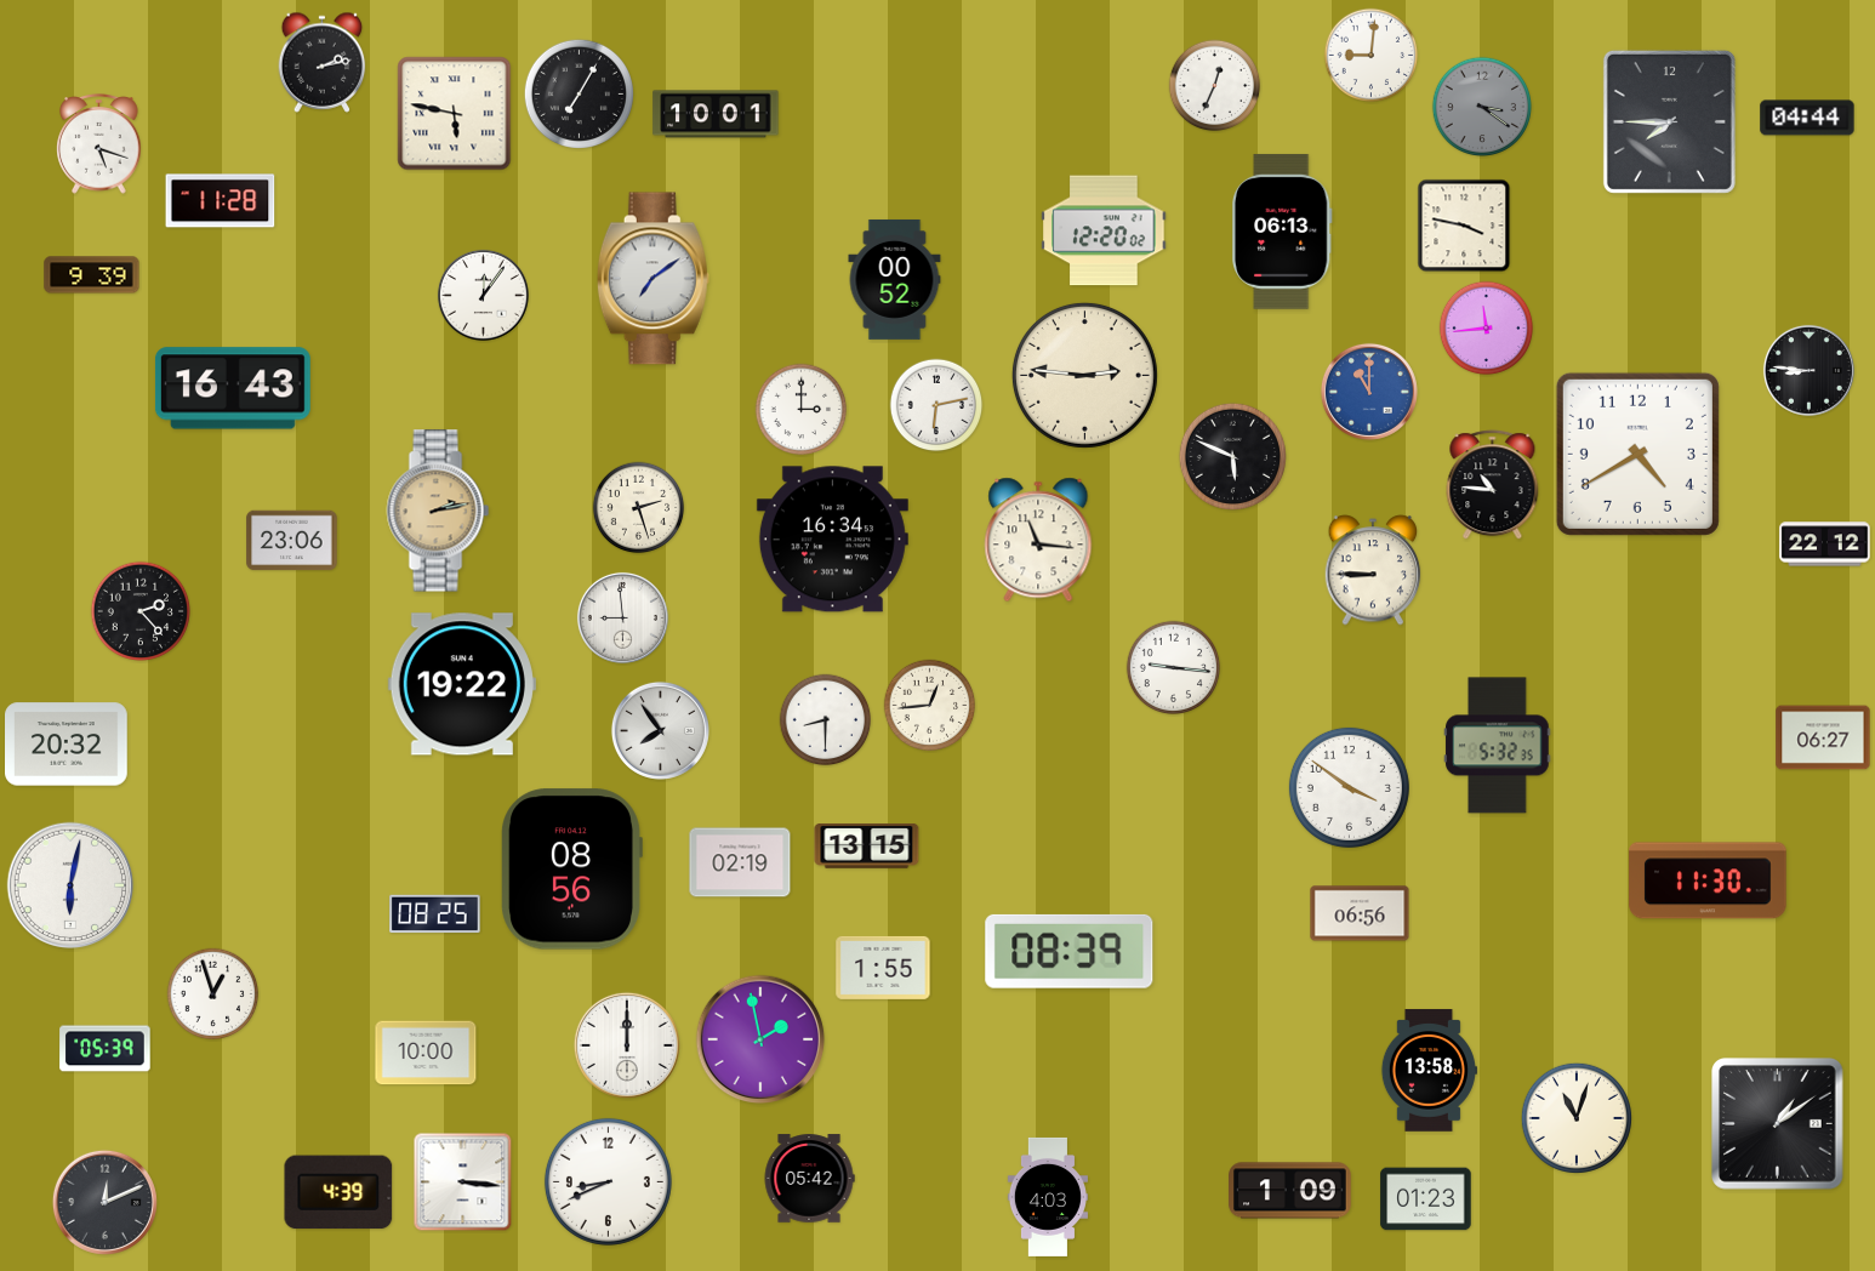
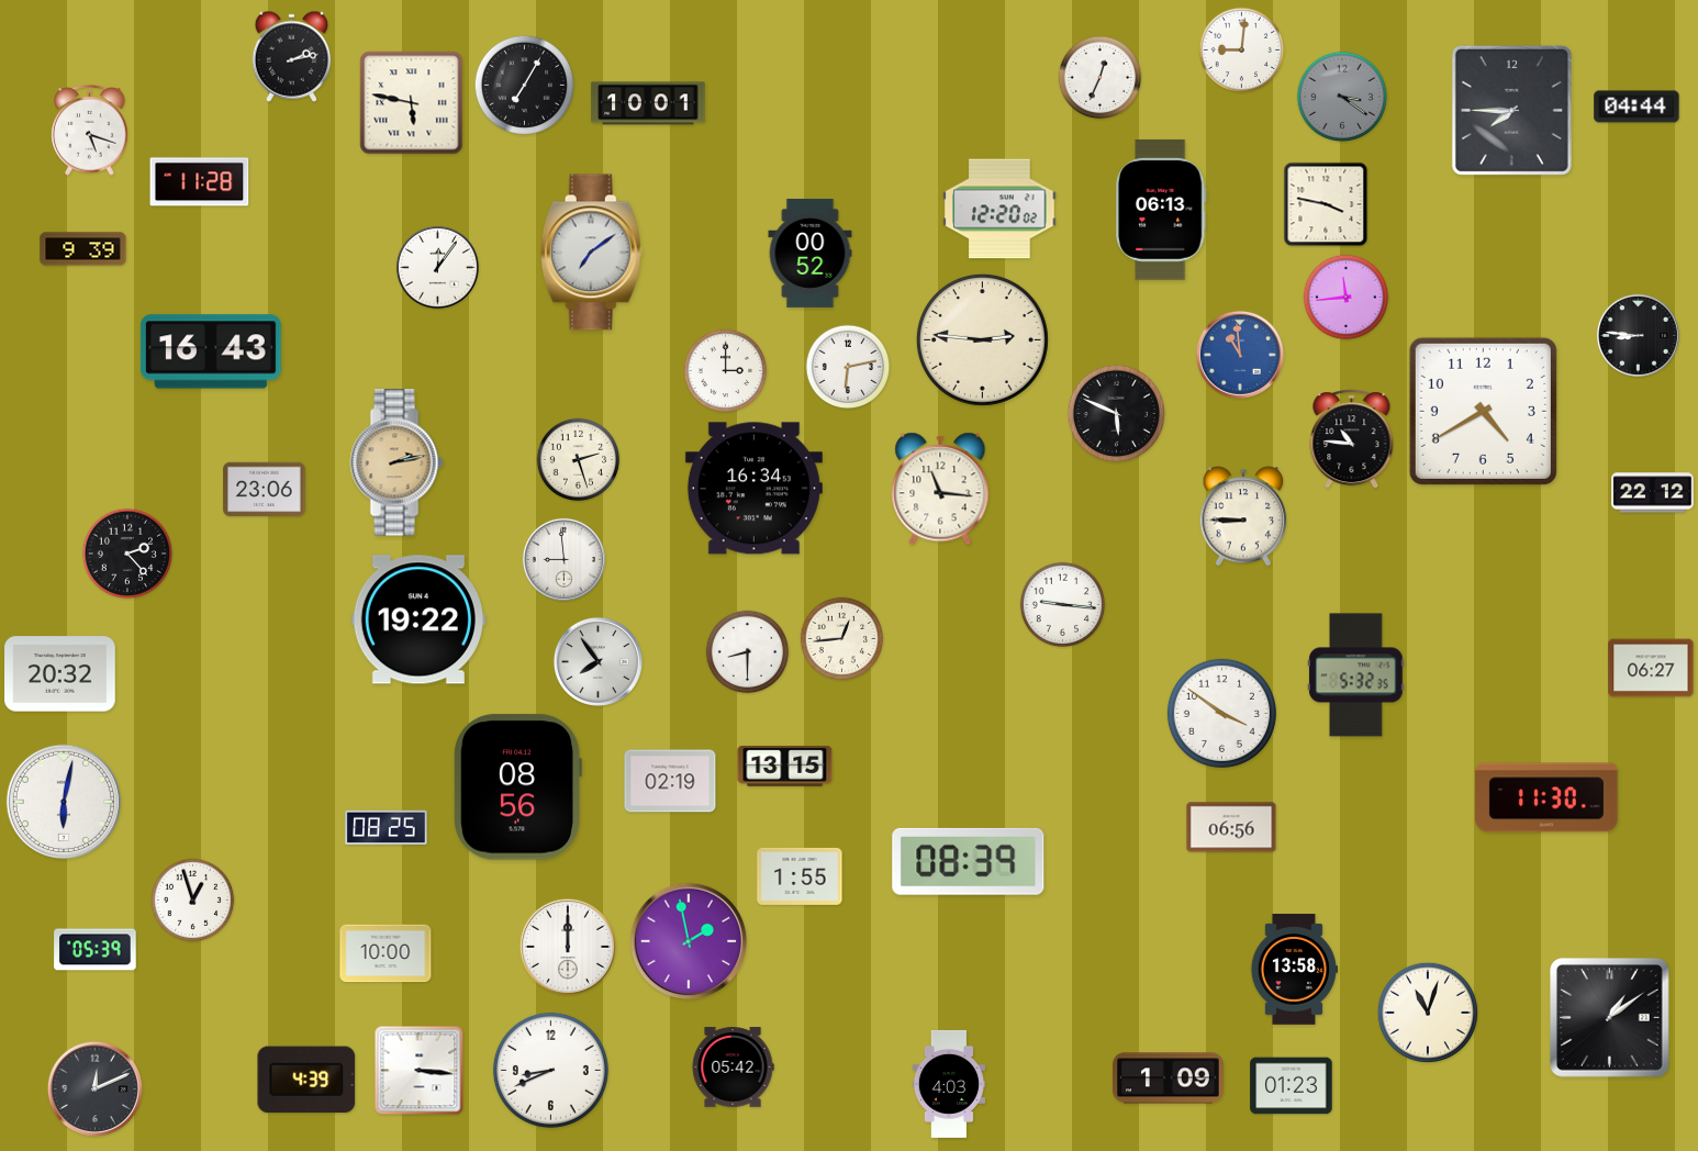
clock at (1369, 392): 11:00 -> 10:59
clock at (435, 914) position: (435, 914) -> (387, 828)
